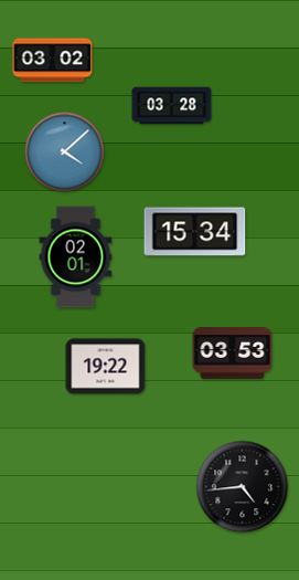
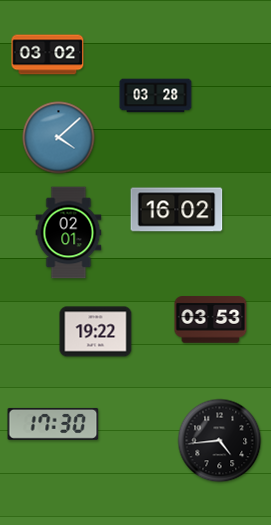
clock at (195, 232): 15:34 -> 16:02
clock at (53, 424): none -> 17:30
